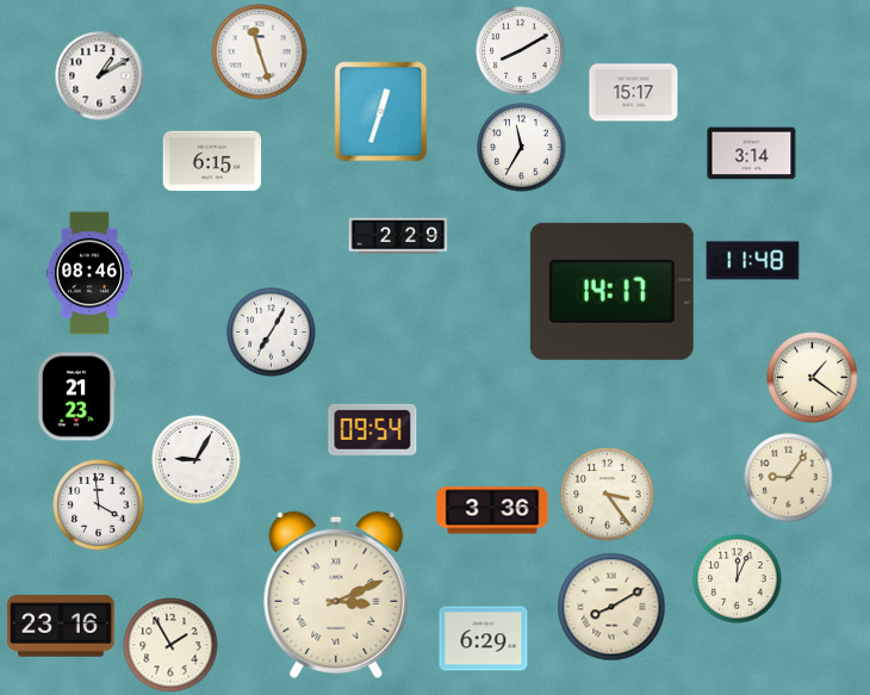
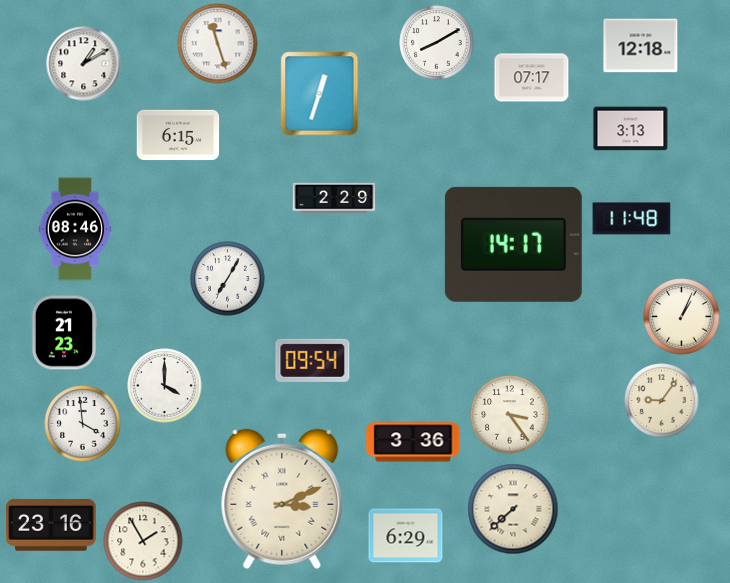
clock at (641, 46): none -> 12:18
clock at (634, 93): 15:17 -> 07:17
clock at (522, 148): 11:35 -> none
clock at (752, 154): 3:14 -> 3:13
clock at (813, 378): 1:21 -> 1:04
clock at (197, 460): 9:05 -> 4:00
clock at (492, 510) position: (492, 510) -> (413, 442)
clock at (738, 579): 12:04 -> none
clock at (611, 607): 8:10 -> 7:38
